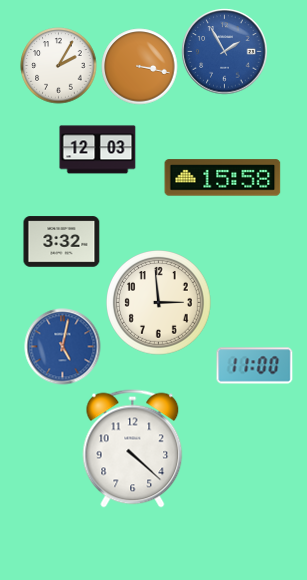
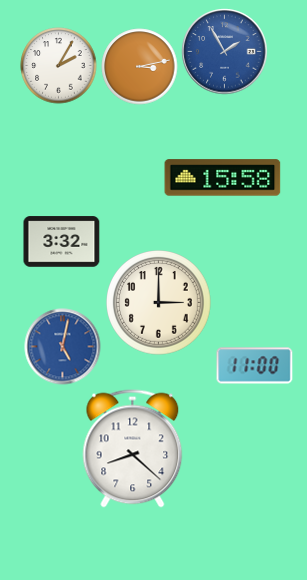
clock at (140, 67): 3:17 -> 3:13
clock at (98, 150): 12:03 -> none
clock at (159, 303): 2:59 -> 3:00
clock at (133, 449): 4:22 -> 8:22
